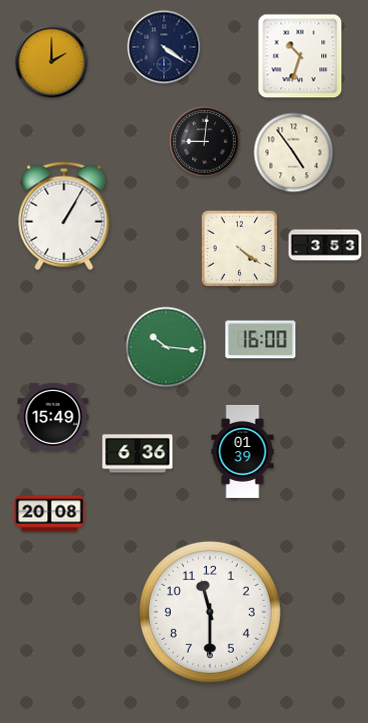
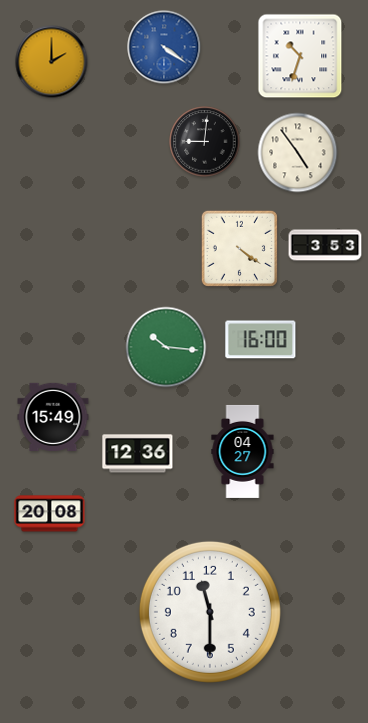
clock at (164, 47) dial: navy -> blue
clock at (294, 153) position: (294, 153) -> (298, 153)
clock at (64, 216): 1:05 -> none
clock at (243, 451): 01:39 -> 04:27
clock at (138, 454): 6:36 -> 12:36
